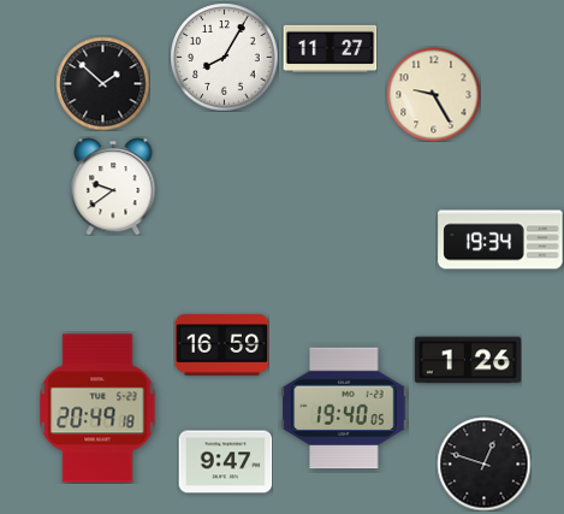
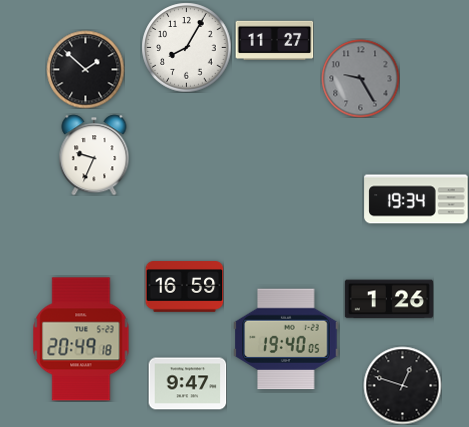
clock at (433, 94) dial: cream -> grey
clock at (113, 187): 9:39 -> 9:34
